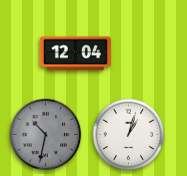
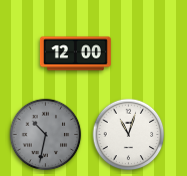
clock at (75, 54): 12:04 -> 12:00
clock at (129, 135): 1:03 -> 11:03
